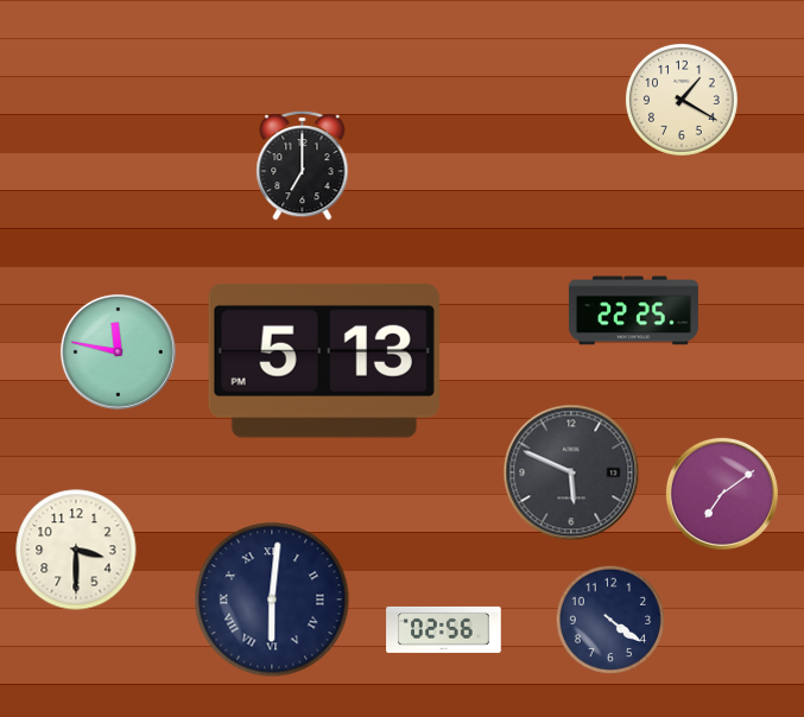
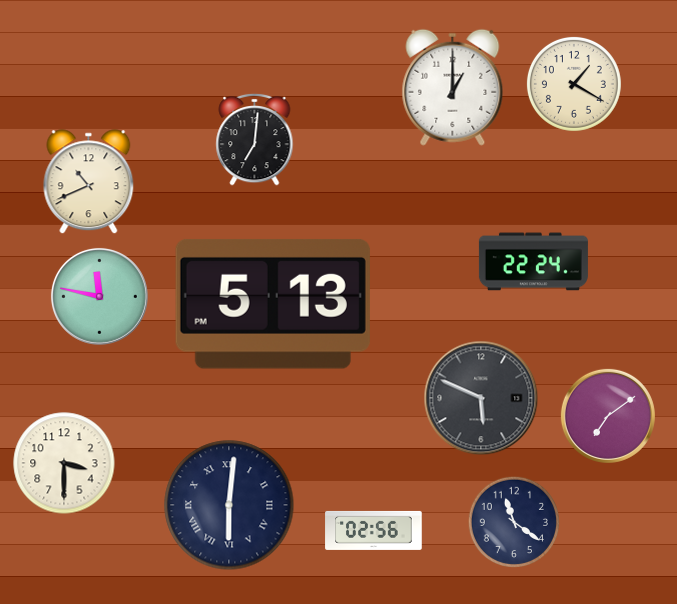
clock at (453, 87): none -> 1:00
clock at (303, 165): 7:00 -> 7:01
clock at (89, 182): none -> 10:41
clock at (633, 311): 22:25 -> 22:24
clock at (609, 618): 4:21 -> 11:21
